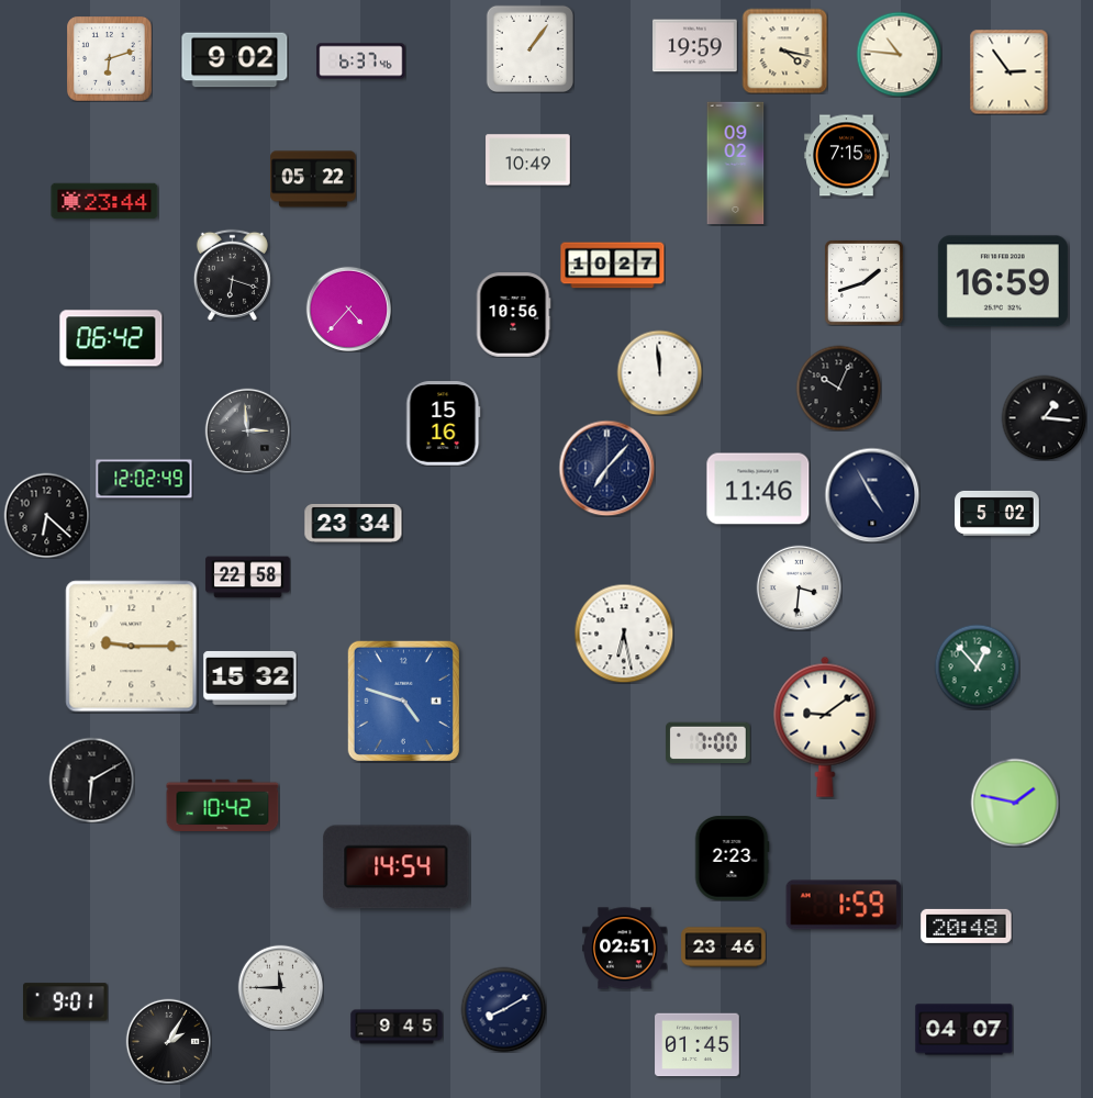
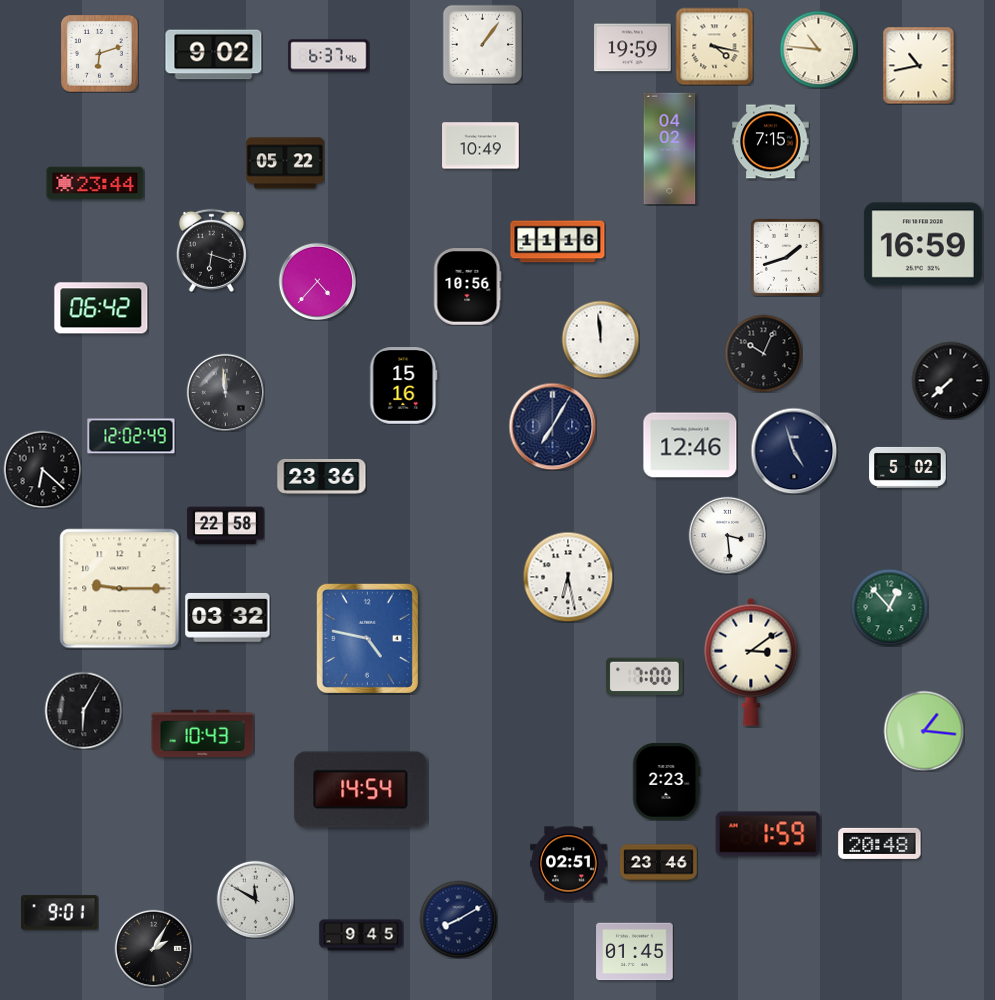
clock at (695, 46) position: (695, 46) -> (633, 48)
clock at (1010, 71): 2:54 -> 10:43
clock at (736, 164): 09:02 -> 04:02
clock at (613, 266): 10:27 -> 11:16
clock at (1003, 281) position: (1003, 281) -> (923, 244)
clock at (1044, 417): 1:16 -> 7:38
clock at (247, 430): 2:59 -> 11:59
clock at (606, 468): 7:07 -> 7:05
clock at (758, 489): 11:46 -> 12:46
clock at (872, 495): 4:55 -> 4:57
clock at (354, 523): 23:34 -> 23:36
clock at (799, 587): 3:31 -> 3:29
clock at (250, 677): 15:32 -> 03:32
clock at (403, 701): 4:48 -> 4:47
clock at (825, 727): 9:09 -> 3:09
clock at (91, 780): 6:10 -> 6:05
clock at (1015, 803): 1:47 -> 1:16
clock at (223, 805): 10:42 -> 10:43
clock at (844, 905) position: (844, 905) -> (768, 834)
clock at (280, 987): 11:45 -> 11:50
clock at (964, 1030): 04:07 -> none
